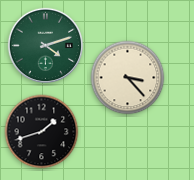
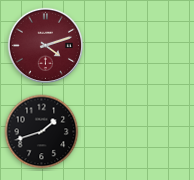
clock at (45, 45) dial: green -> burgundy
clock at (128, 78): 3:23 -> none
